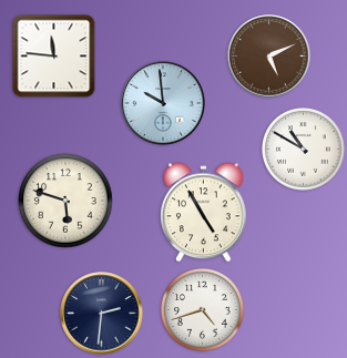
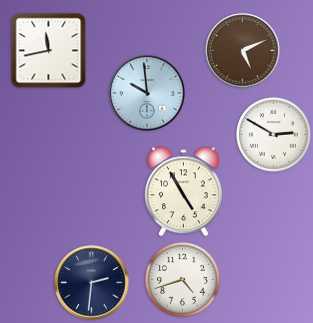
clock at (54, 57): 11:46 -> 11:43
clock at (304, 150): 10:50 -> 2:50
clock at (65, 201): 5:48 -> none
